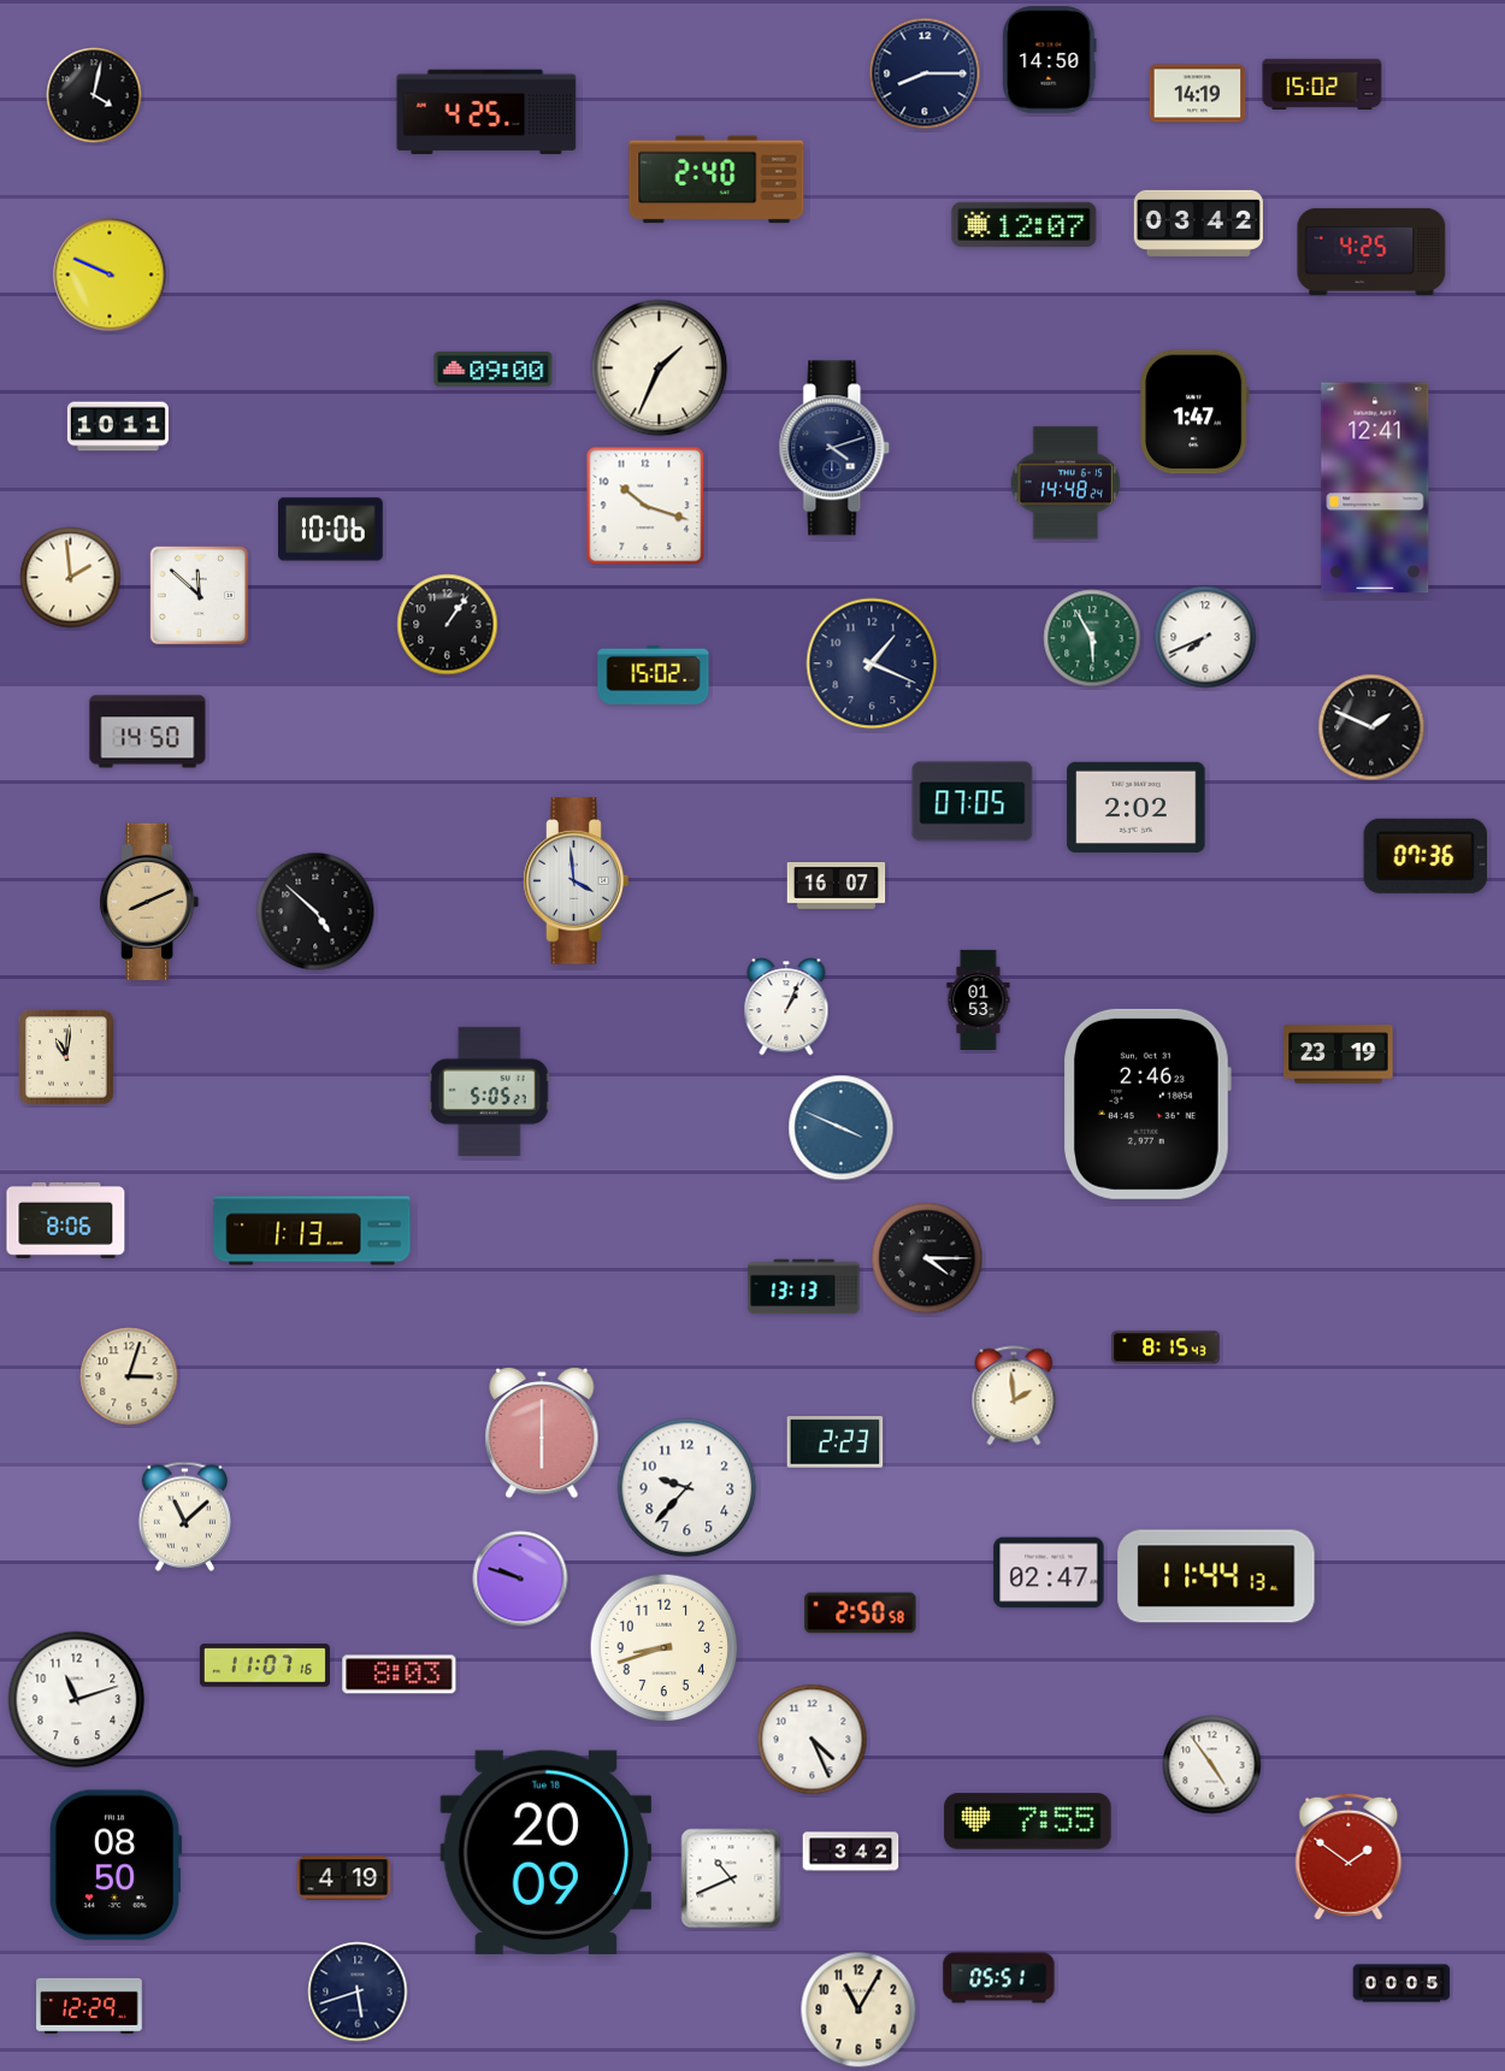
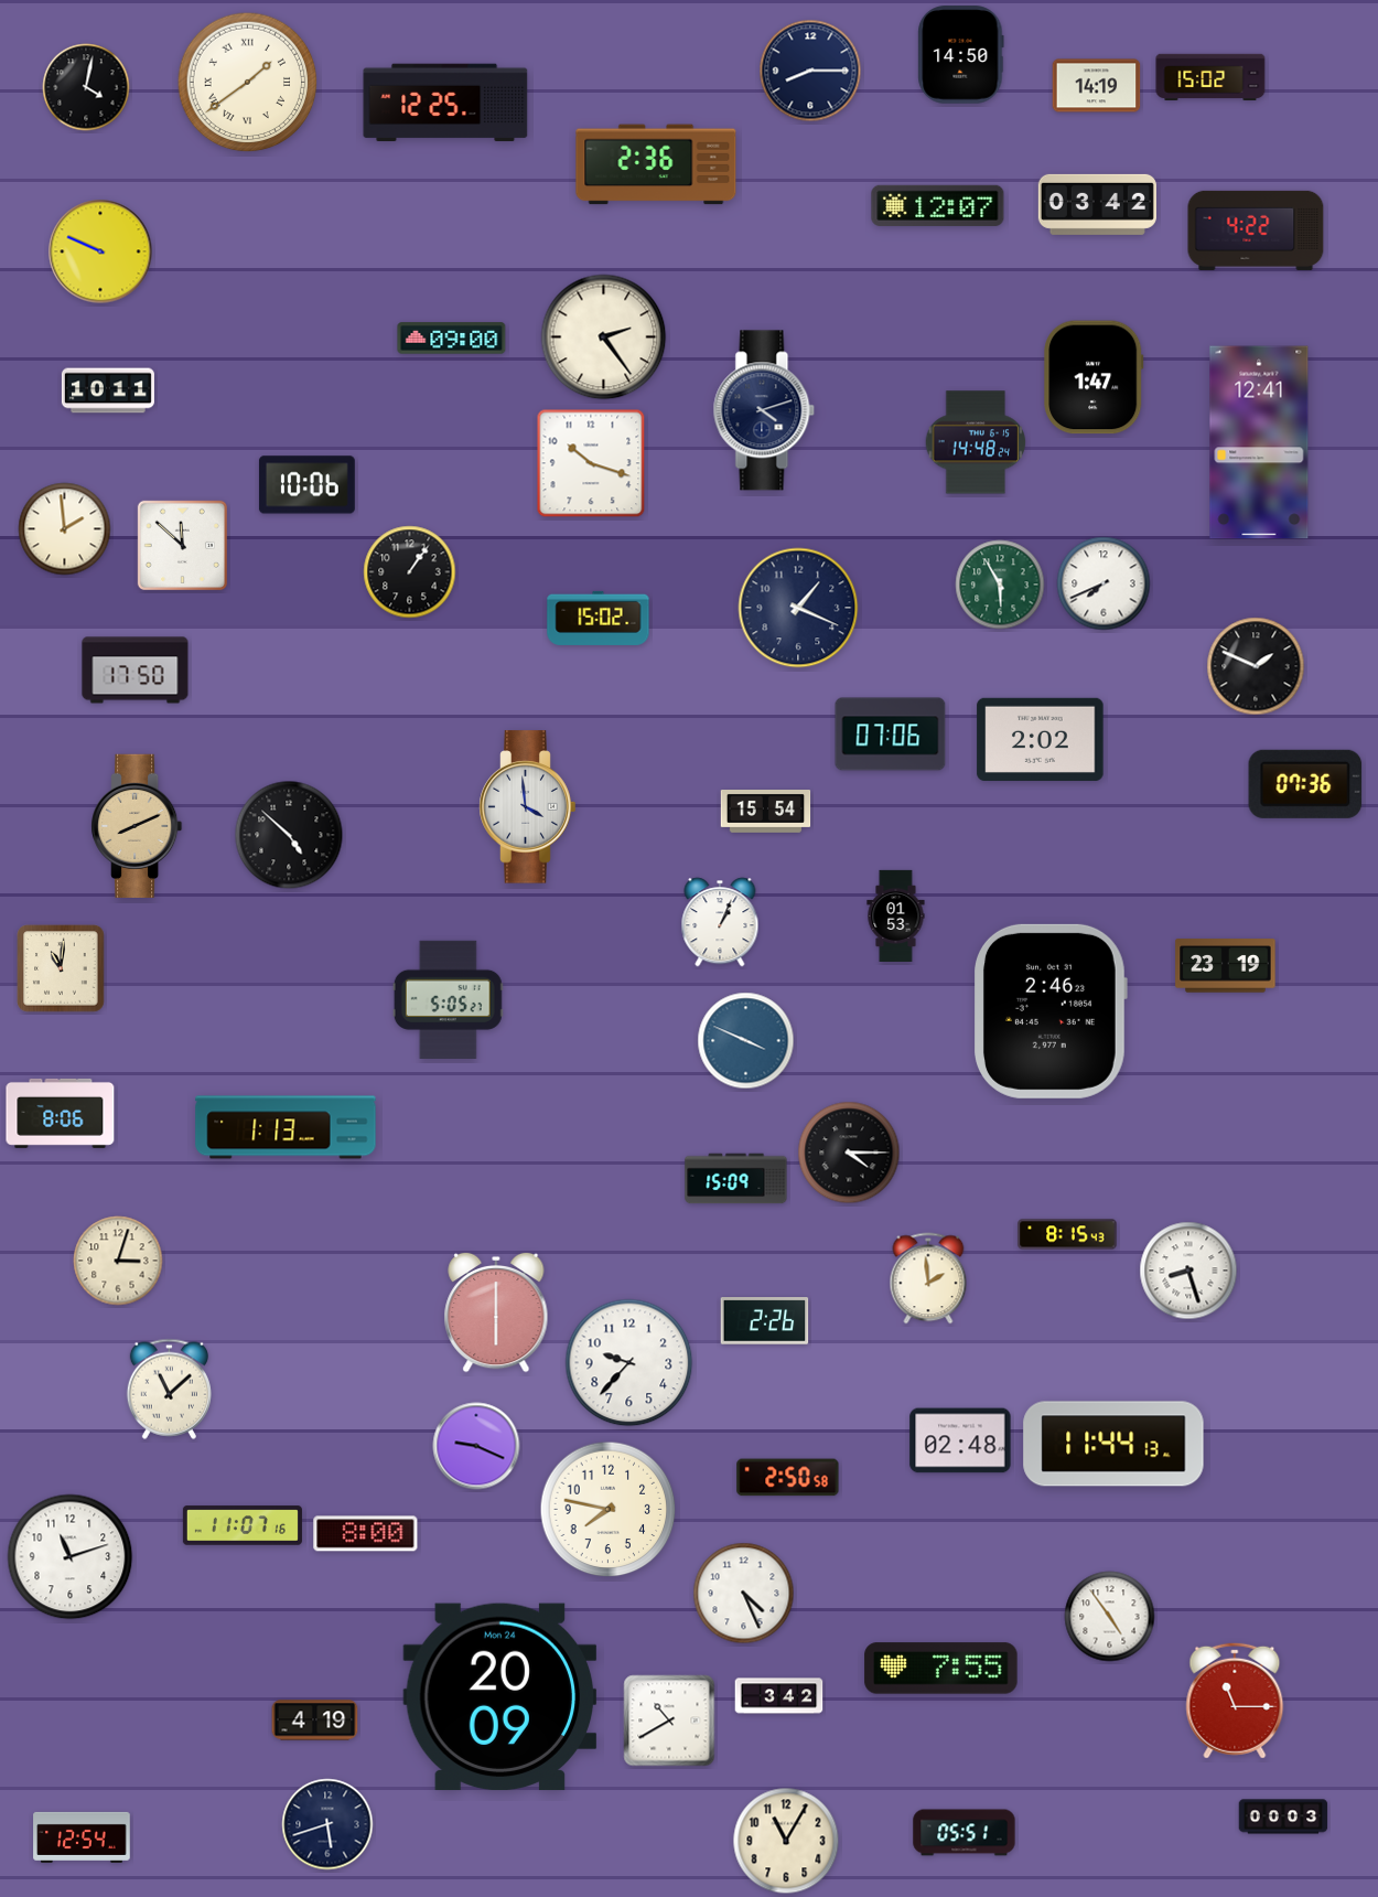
clock at (925, 73) position: (925, 73) -> (810, 71)
clock at (248, 83): none -> 1:39
clock at (486, 112): 4:25 -> 12:25
clock at (716, 179): 2:40 -> 2:36
clock at (1371, 252): 4:25 -> 4:22
clock at (660, 368): 1:34 -> 2:24
clock at (1375, 488) position: (1375, 488) -> (1259, 442)
clock at (330, 530) position: (330, 530) -> (306, 485)
clock at (148, 732): 14:50 -> 17:50
clock at (973, 802): 07:05 -> 07:06
clock at (837, 886): 16:07 -> 15:54
clock at (842, 1128) position: (842, 1128) -> (746, 1041)
clock at (66, 1220) position: (66, 1220) -> (61, 1113)
clock at (804, 1287): 13:13 -> 15:09
clock at (1188, 1271): none -> 8:27
clock at (836, 1442): 2:23 -> 2:26
clock at (1049, 1573): 02:47 -> 02:48
clock at (520, 1579): 9:48 -> 9:19
clock at (665, 1648): 8:42 -> 7:47
clock at (400, 1675): 8:03 -> 8:00
clock at (547, 1853) date: Tue 18 -> Mon 24
clock at (1348, 1857): 1:51 -> 11:15
clock at (116, 1865): 08:50 -> none
clock at (731, 1878): 10:41 -> 10:40
clock at (999, 1978) position: (999, 1978) -> (965, 1833)
clock at (1401, 1983): 00:05 -> 00:03
clock at (89, 2006): 12:29 -> 12:54
